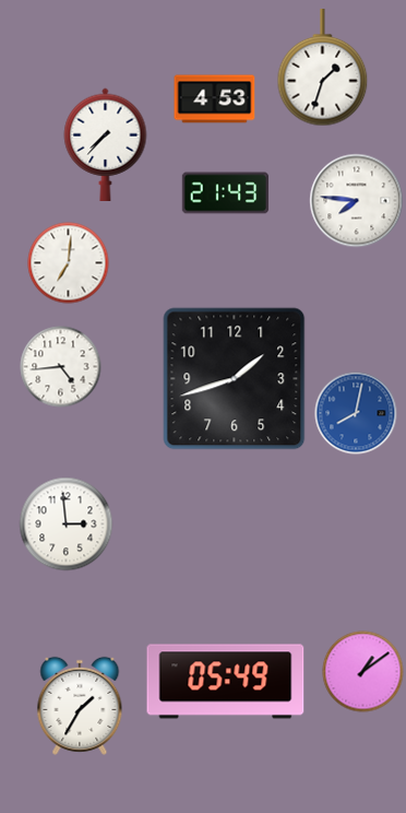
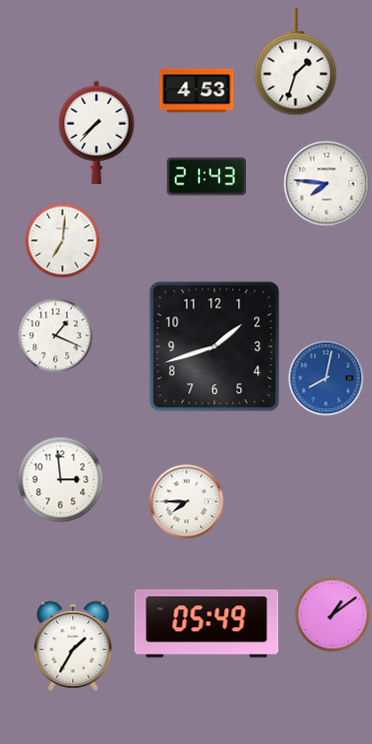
clock at (61, 367): 4:44 -> 1:19
clock at (187, 502): none -> 7:45
